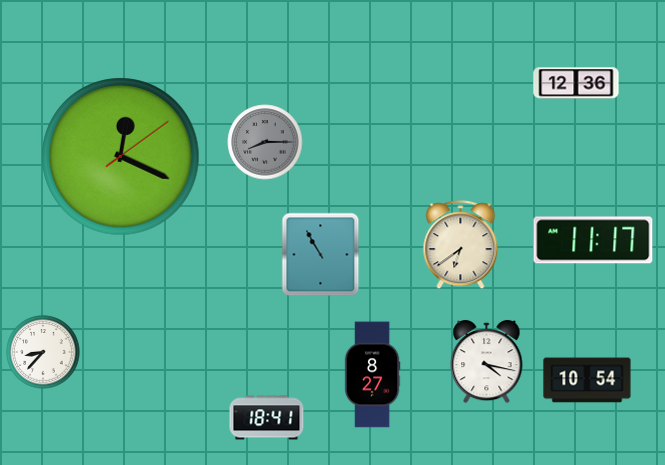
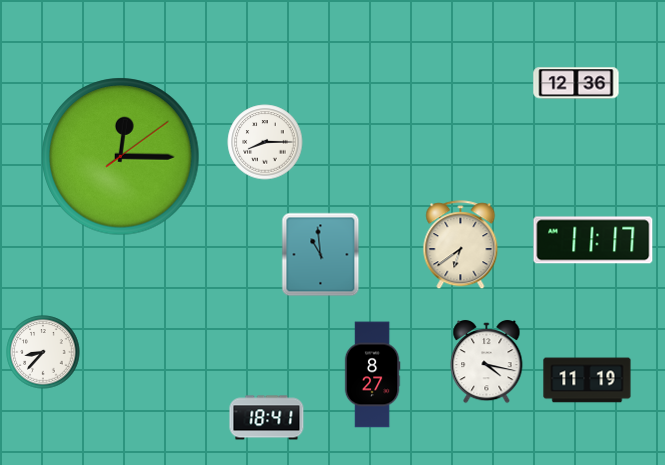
clock at (265, 142) dial: grey -> white
clock at (121, 157): 12:19 -> 12:15
clock at (321, 255): 10:55 -> 10:59
clock at (587, 380): 10:54 -> 11:19
